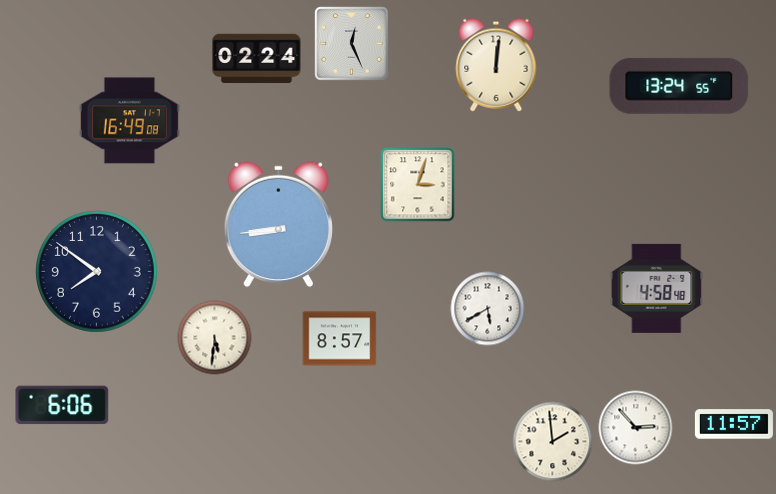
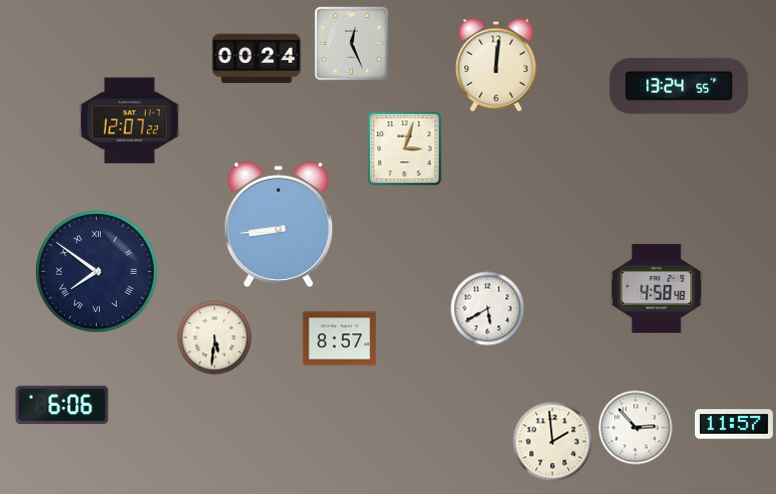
clock at (257, 59): 02:24 -> 00:24
clock at (129, 121): 16:49 -> 12:07
clock at (418, 185) position: (418, 185) -> (405, 149)
clock at (97, 272) numerals: Arabic -> Roman
